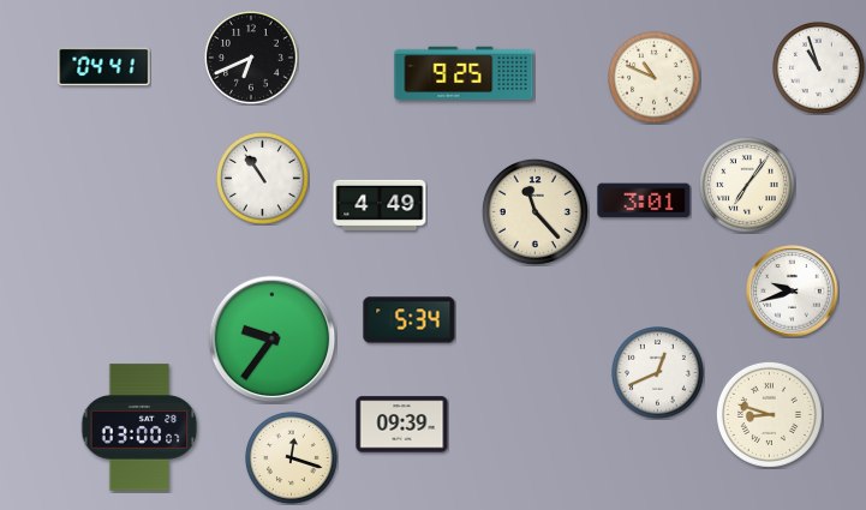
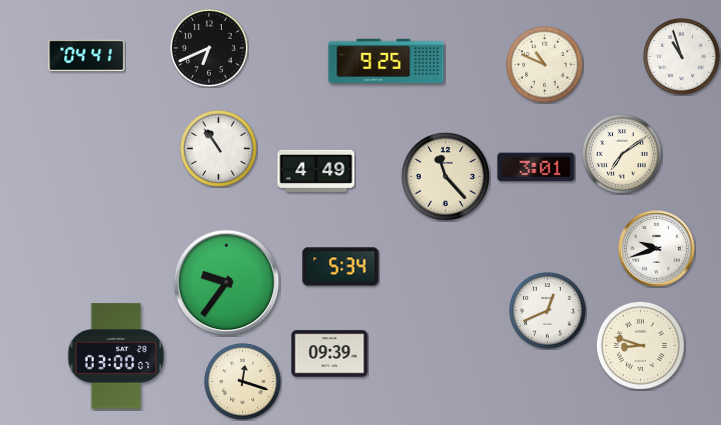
clock at (748, 186): 7:06 -> 7:09
clock at (793, 292) position: (793, 292) -> (657, 249)
clock at (402, 425) position: (402, 425) -> (330, 354)
